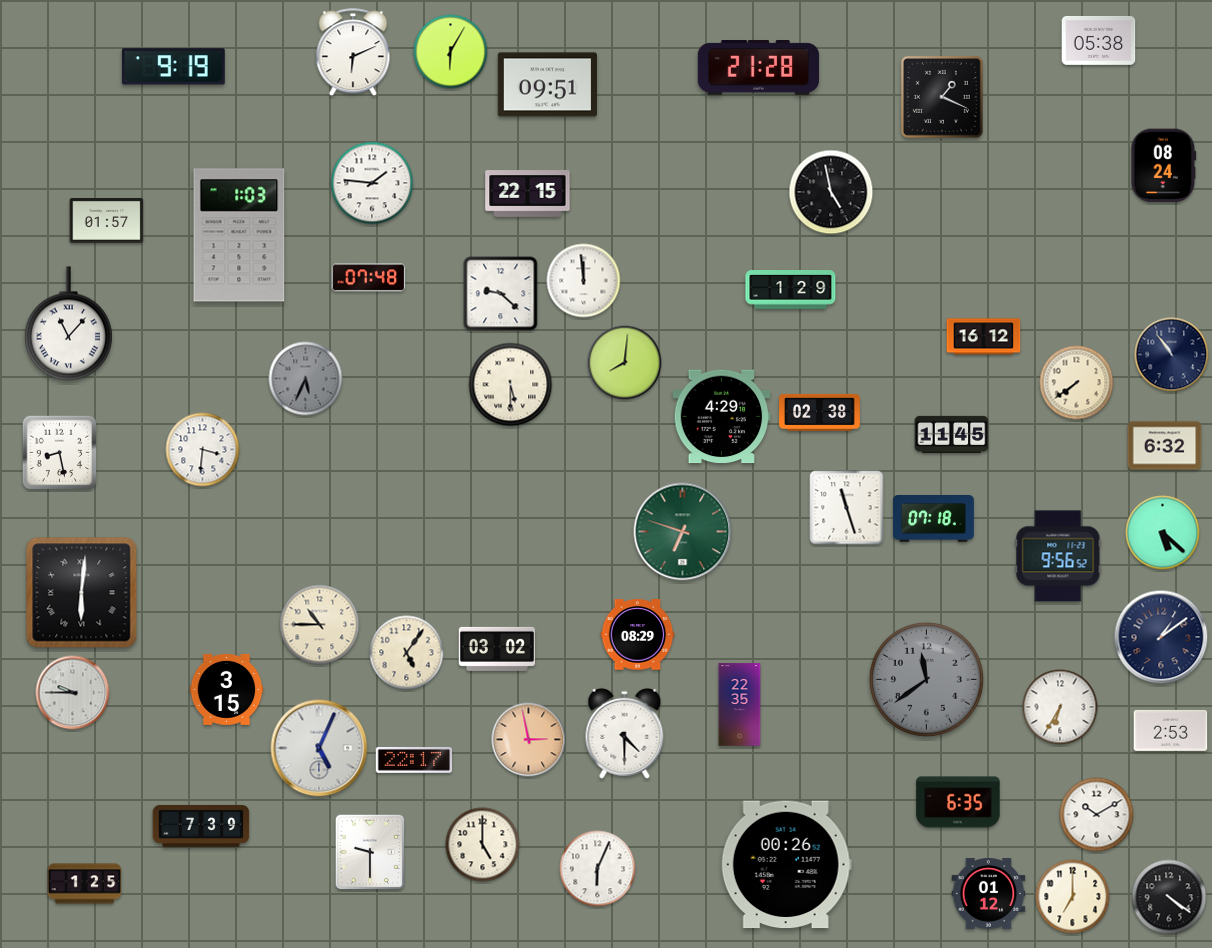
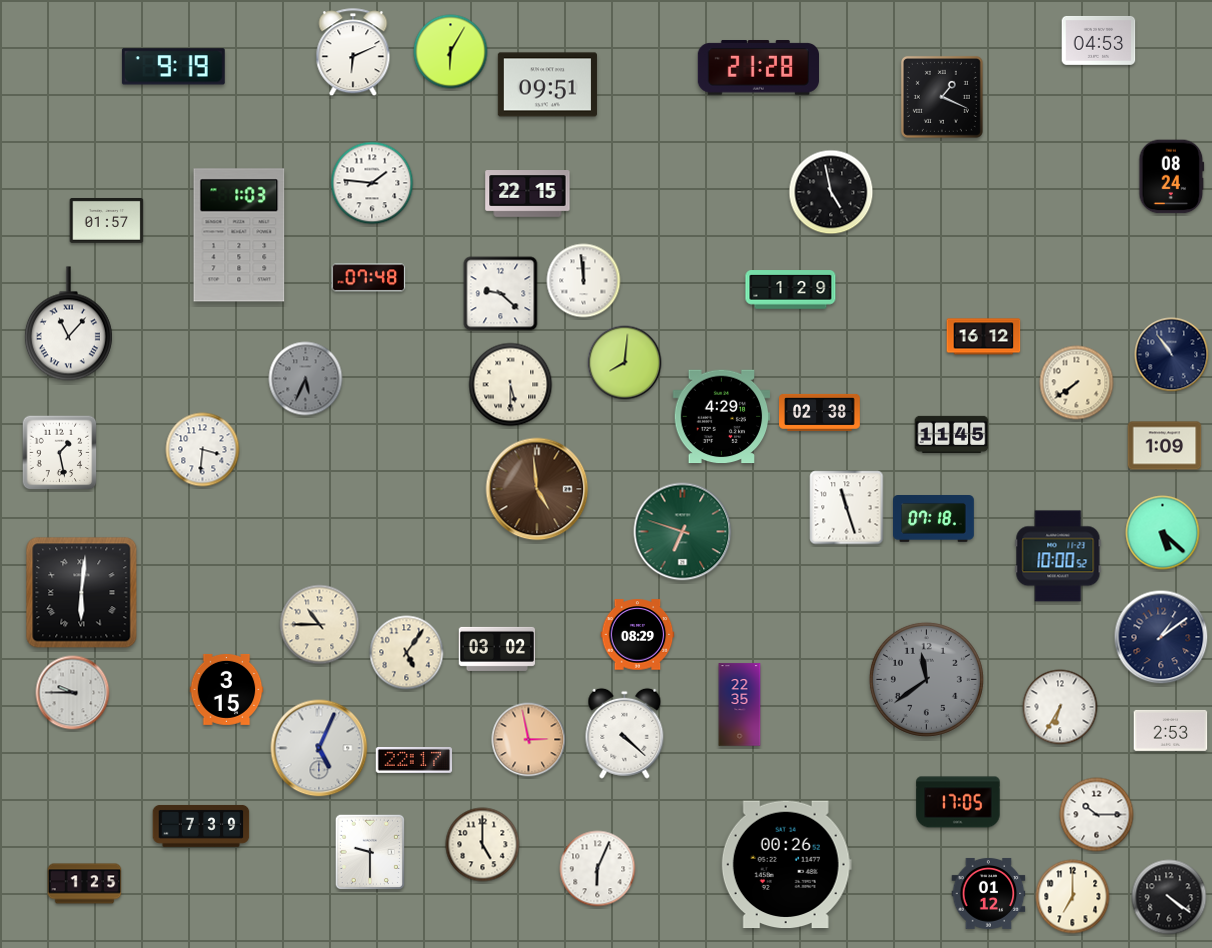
clock at (1099, 41): 05:38 -> 04:53
clock at (1164, 166) position: (1164, 166) -> (1172, 177)
clock at (1165, 446): 6:32 -> 1:09
clock at (60, 453): 8:28 -> 1:28
clock at (537, 489): none -> 4:59
clock at (1058, 556): 9:56 -> 10:00
clock at (625, 733): 4:30 -> 4:22
clock at (958, 802): 6:35 -> 17:05
clock at (1097, 815): 10:10 -> 10:15
